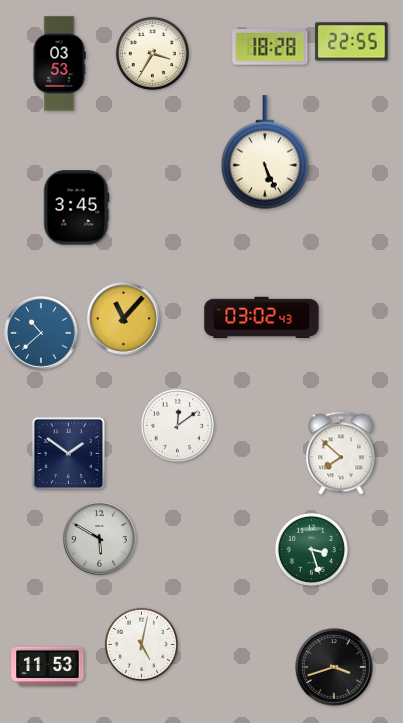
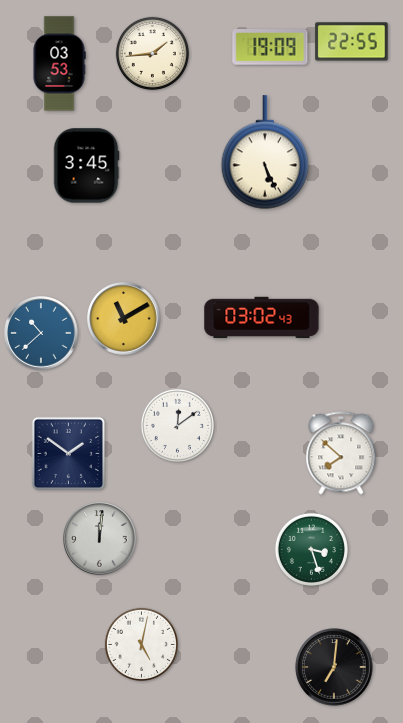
clock at (270, 47): 18:28 -> 19:09
clock at (152, 53): 3:35 -> 1:44
clock at (76, 208) position: (76, 208) -> (86, 166)
clock at (124, 319): 11:07 -> 11:10
clock at (100, 539): 5:50 -> 12:01
clock at (48, 666): 11:53 -> none
clock at (334, 667): 3:42 -> 7:01
